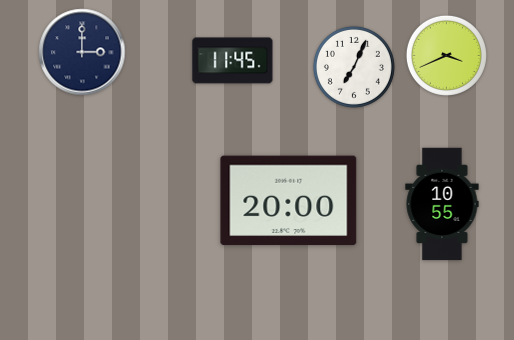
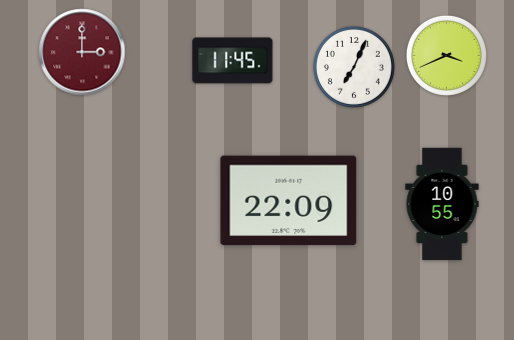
clock at (82, 52) dial: navy -> burgundy
clock at (289, 201): 20:00 -> 22:09
